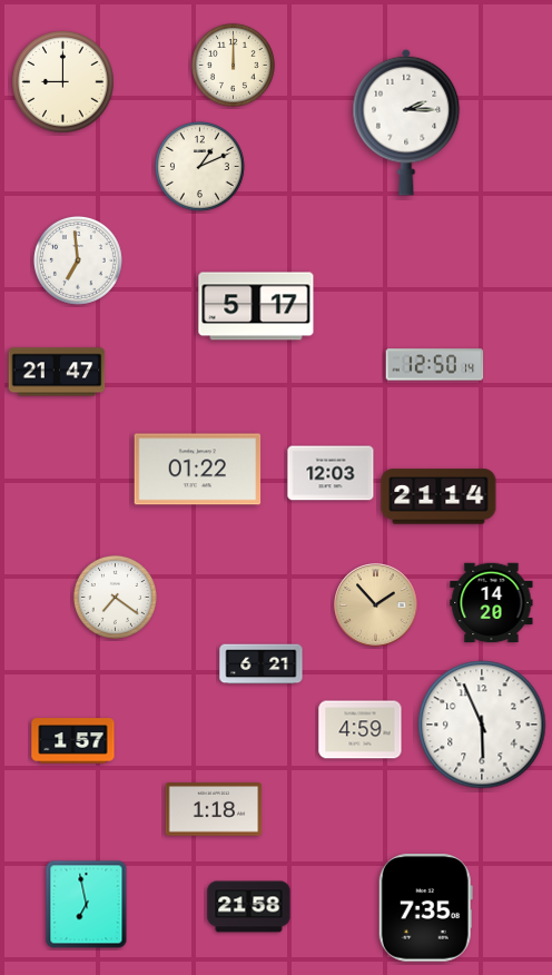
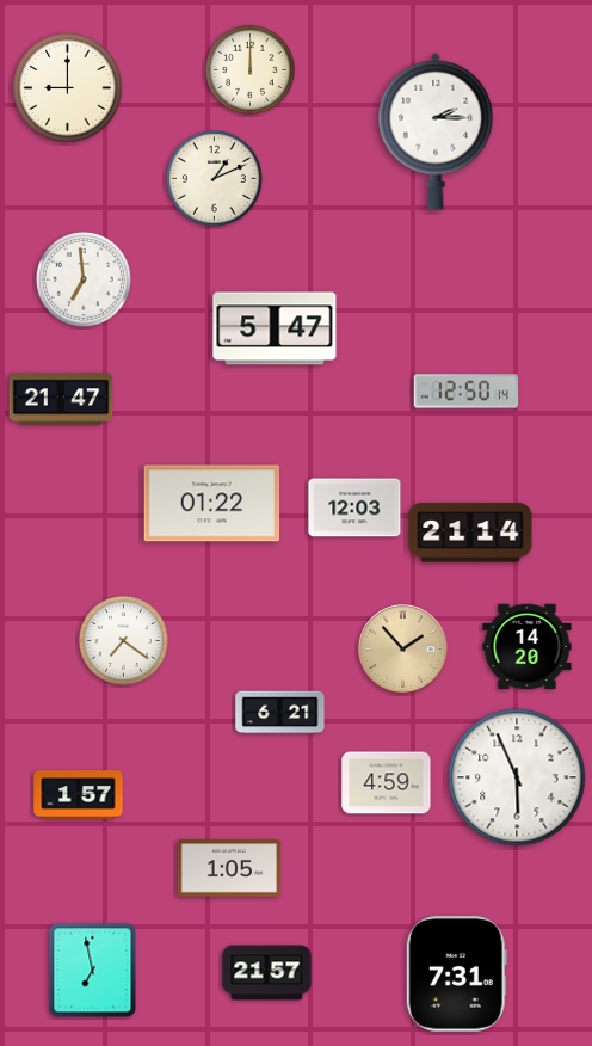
clock at (256, 306): 5:17 -> 5:47
clock at (214, 809): 1:18 -> 1:05
clock at (249, 907): 21:58 -> 21:57
clock at (425, 908): 7:35 -> 7:31
